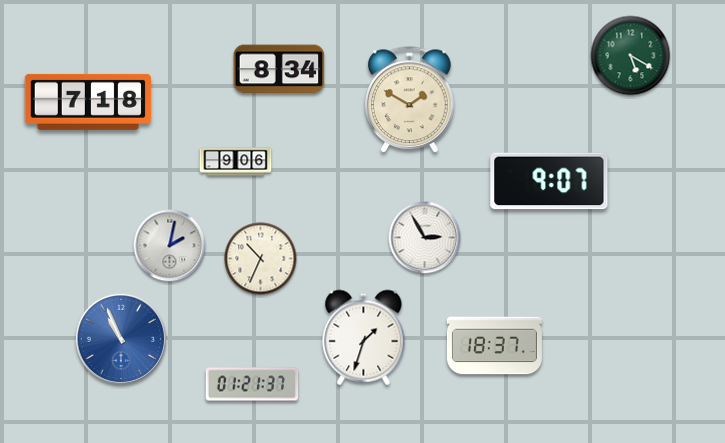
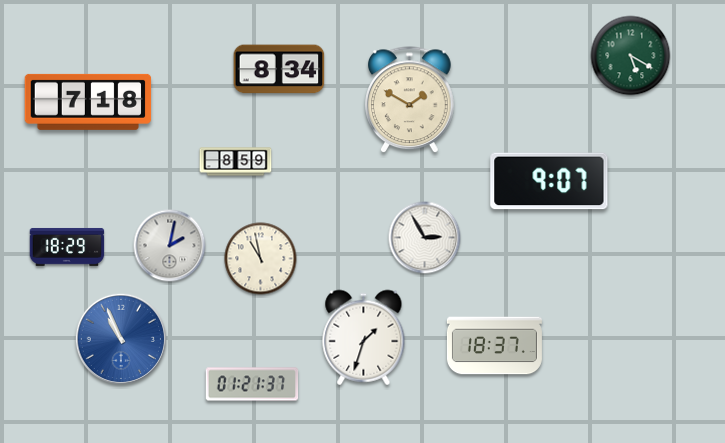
clock at (236, 162): 9:06 -> 8:59
clock at (67, 247): none -> 18:29
clock at (261, 259): 10:34 -> 10:58
